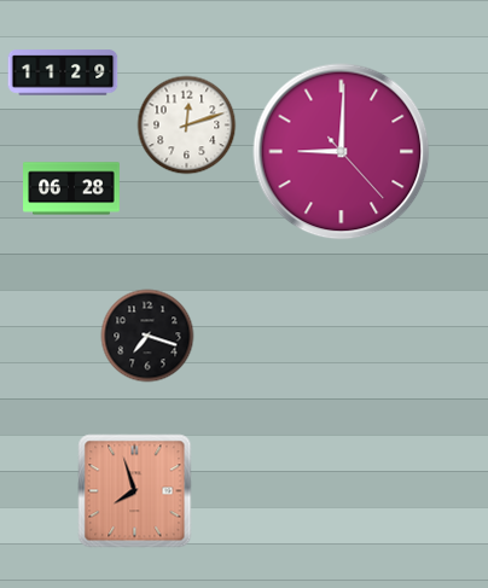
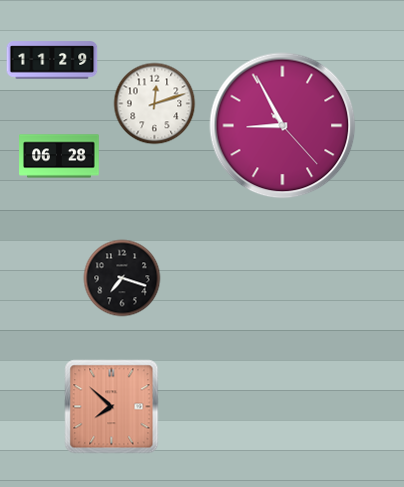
clock at (342, 152): 9:00 -> 8:55
clock at (135, 491): 7:57 -> 7:52
